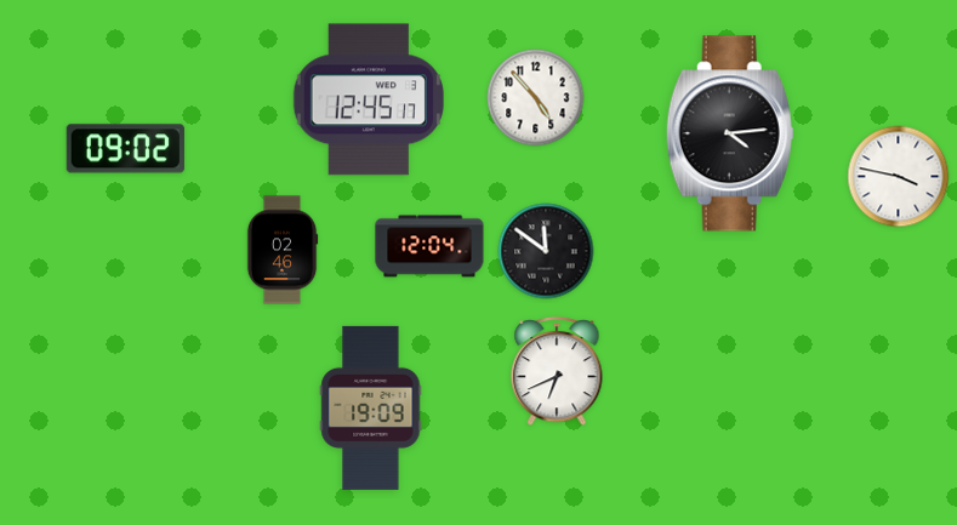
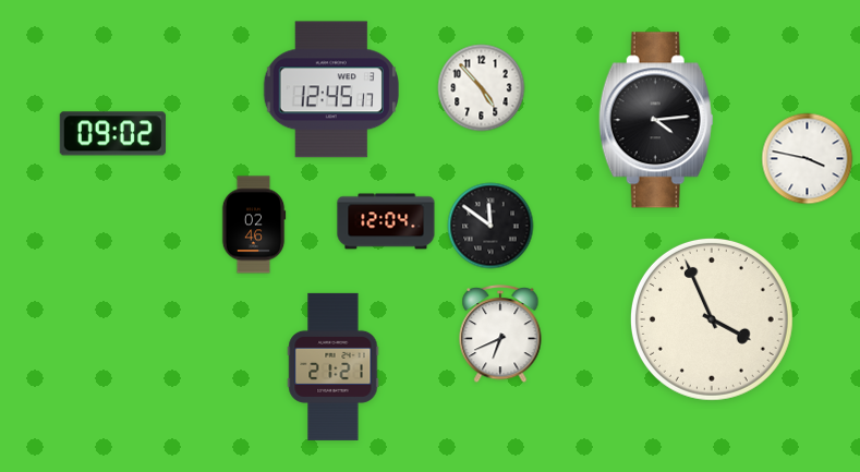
clock at (712, 319): none -> 3:56
clock at (371, 407): 19:09 -> 21:21
